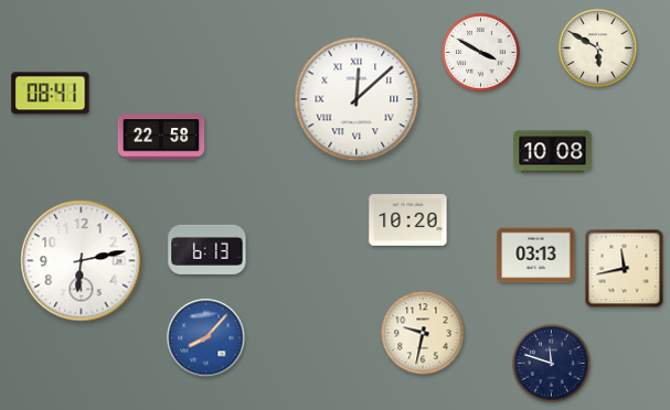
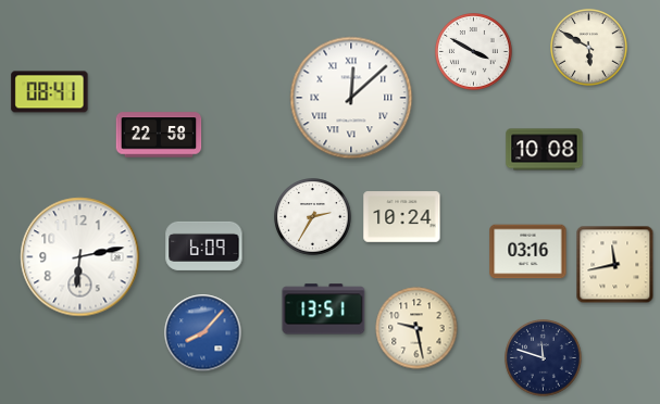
clock at (313, 217): none -> 2:35
clock at (408, 220): 10:20 -> 10:24
clock at (208, 249): 6:13 -> 6:09
clock at (536, 256): 03:13 -> 03:16
clock at (324, 310): none -> 13:51
clock at (423, 333): 9:32 -> 9:28
